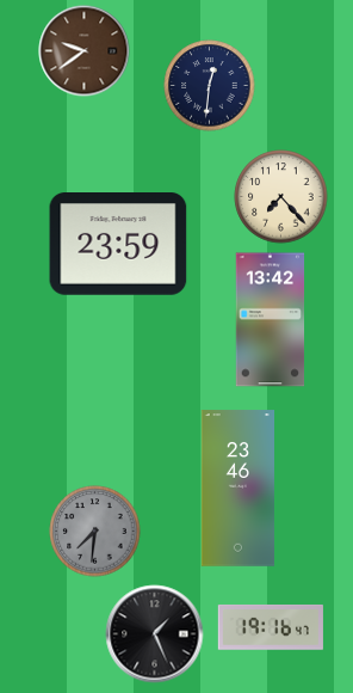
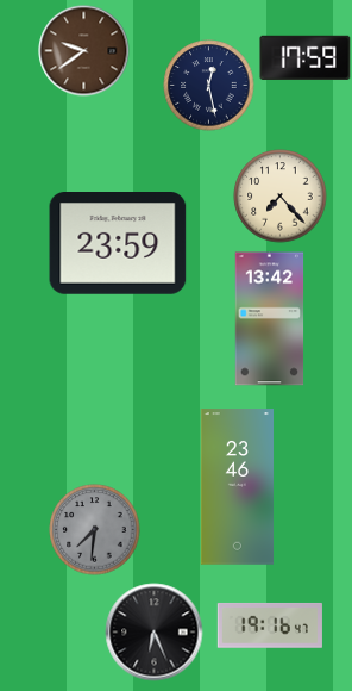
clock at (306, 57): none -> 17:59
clock at (210, 86): 12:31 -> 12:28
clock at (155, 634): 1:26 -> 6:26
